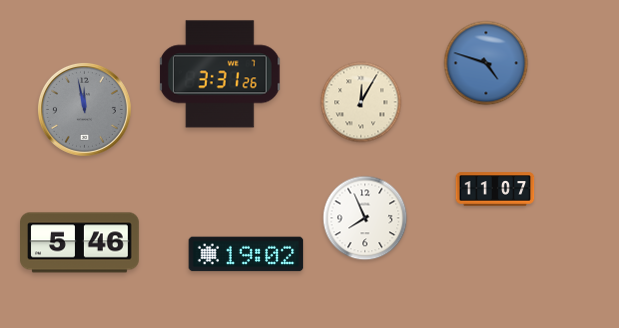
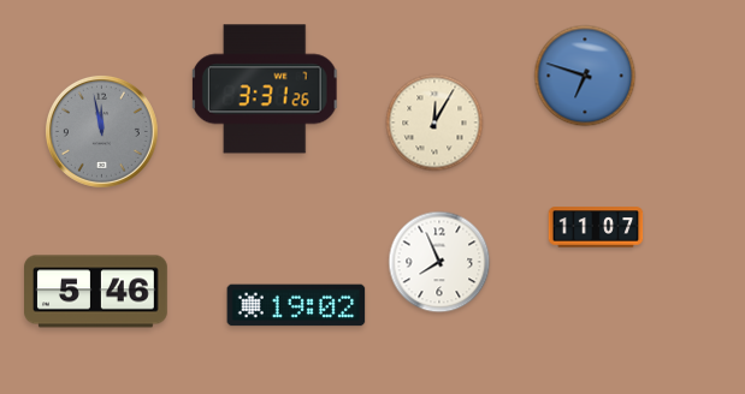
clock at (486, 63): 4:48 -> 6:48
